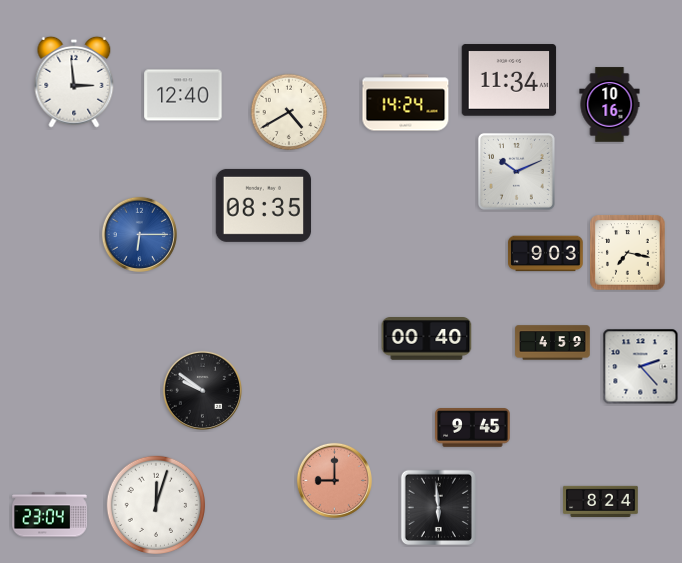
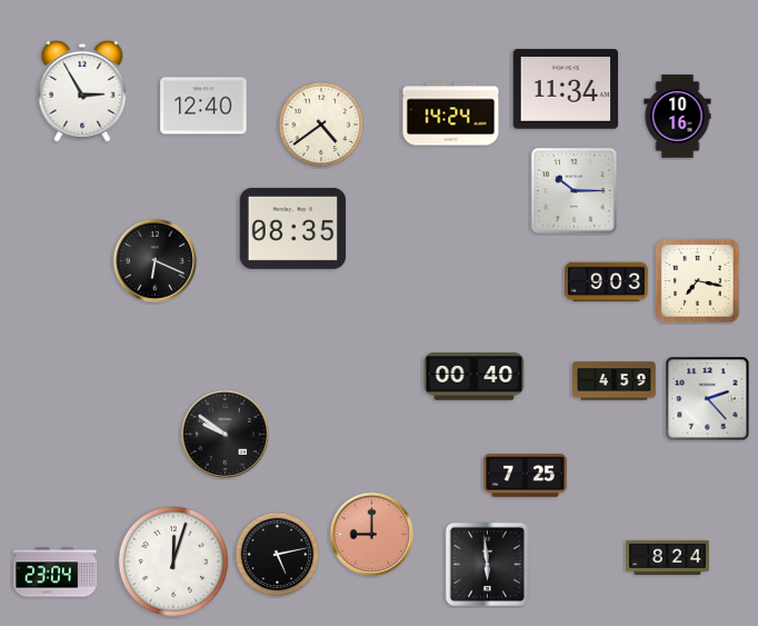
clock at (74, 82): 2:59 -> 2:55
clock at (289, 112): 4:40 -> 4:39
clock at (516, 171): 10:11 -> 10:15
clock at (139, 234): 6:15 -> 6:19
clock at (139, 234) dial: blue -> black
clock at (641, 367) position: (641, 367) -> (708, 399)
clock at (473, 428): 9:45 -> 7:25
clock at (278, 555): none -> 5:13
